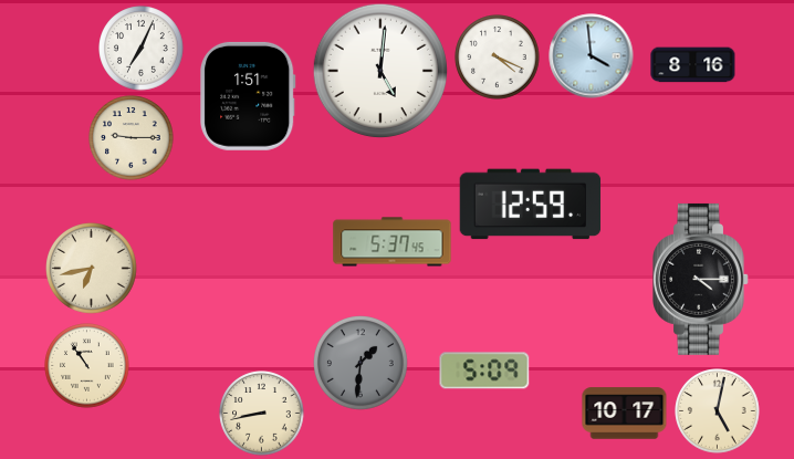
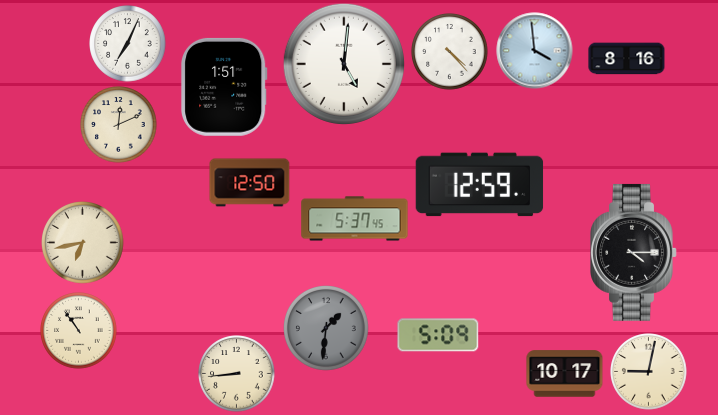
clock at (498, 58): 4:19 -> 4:23
clock at (132, 138): 9:15 -> 12:11
clock at (250, 183): none -> 12:50
clock at (718, 411): 5:02 -> 9:02
clock at (262, 414): 8:43 -> 8:44
